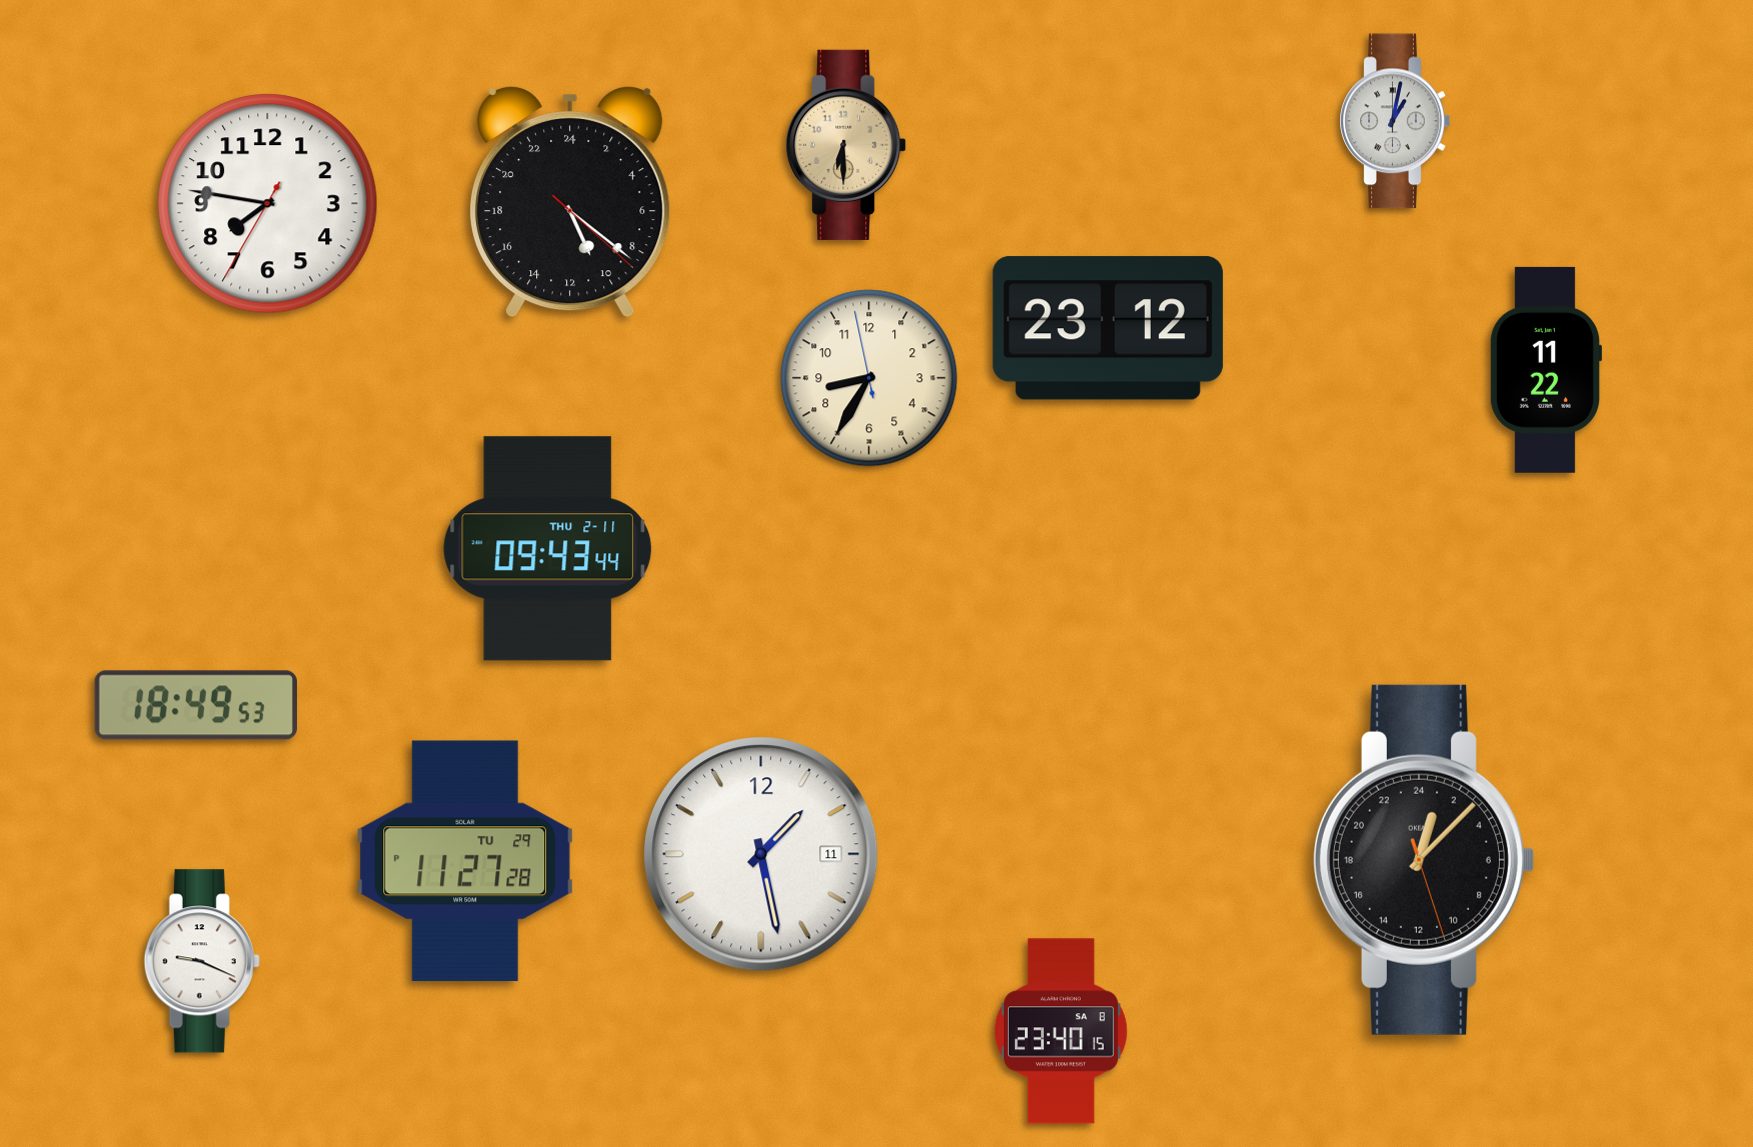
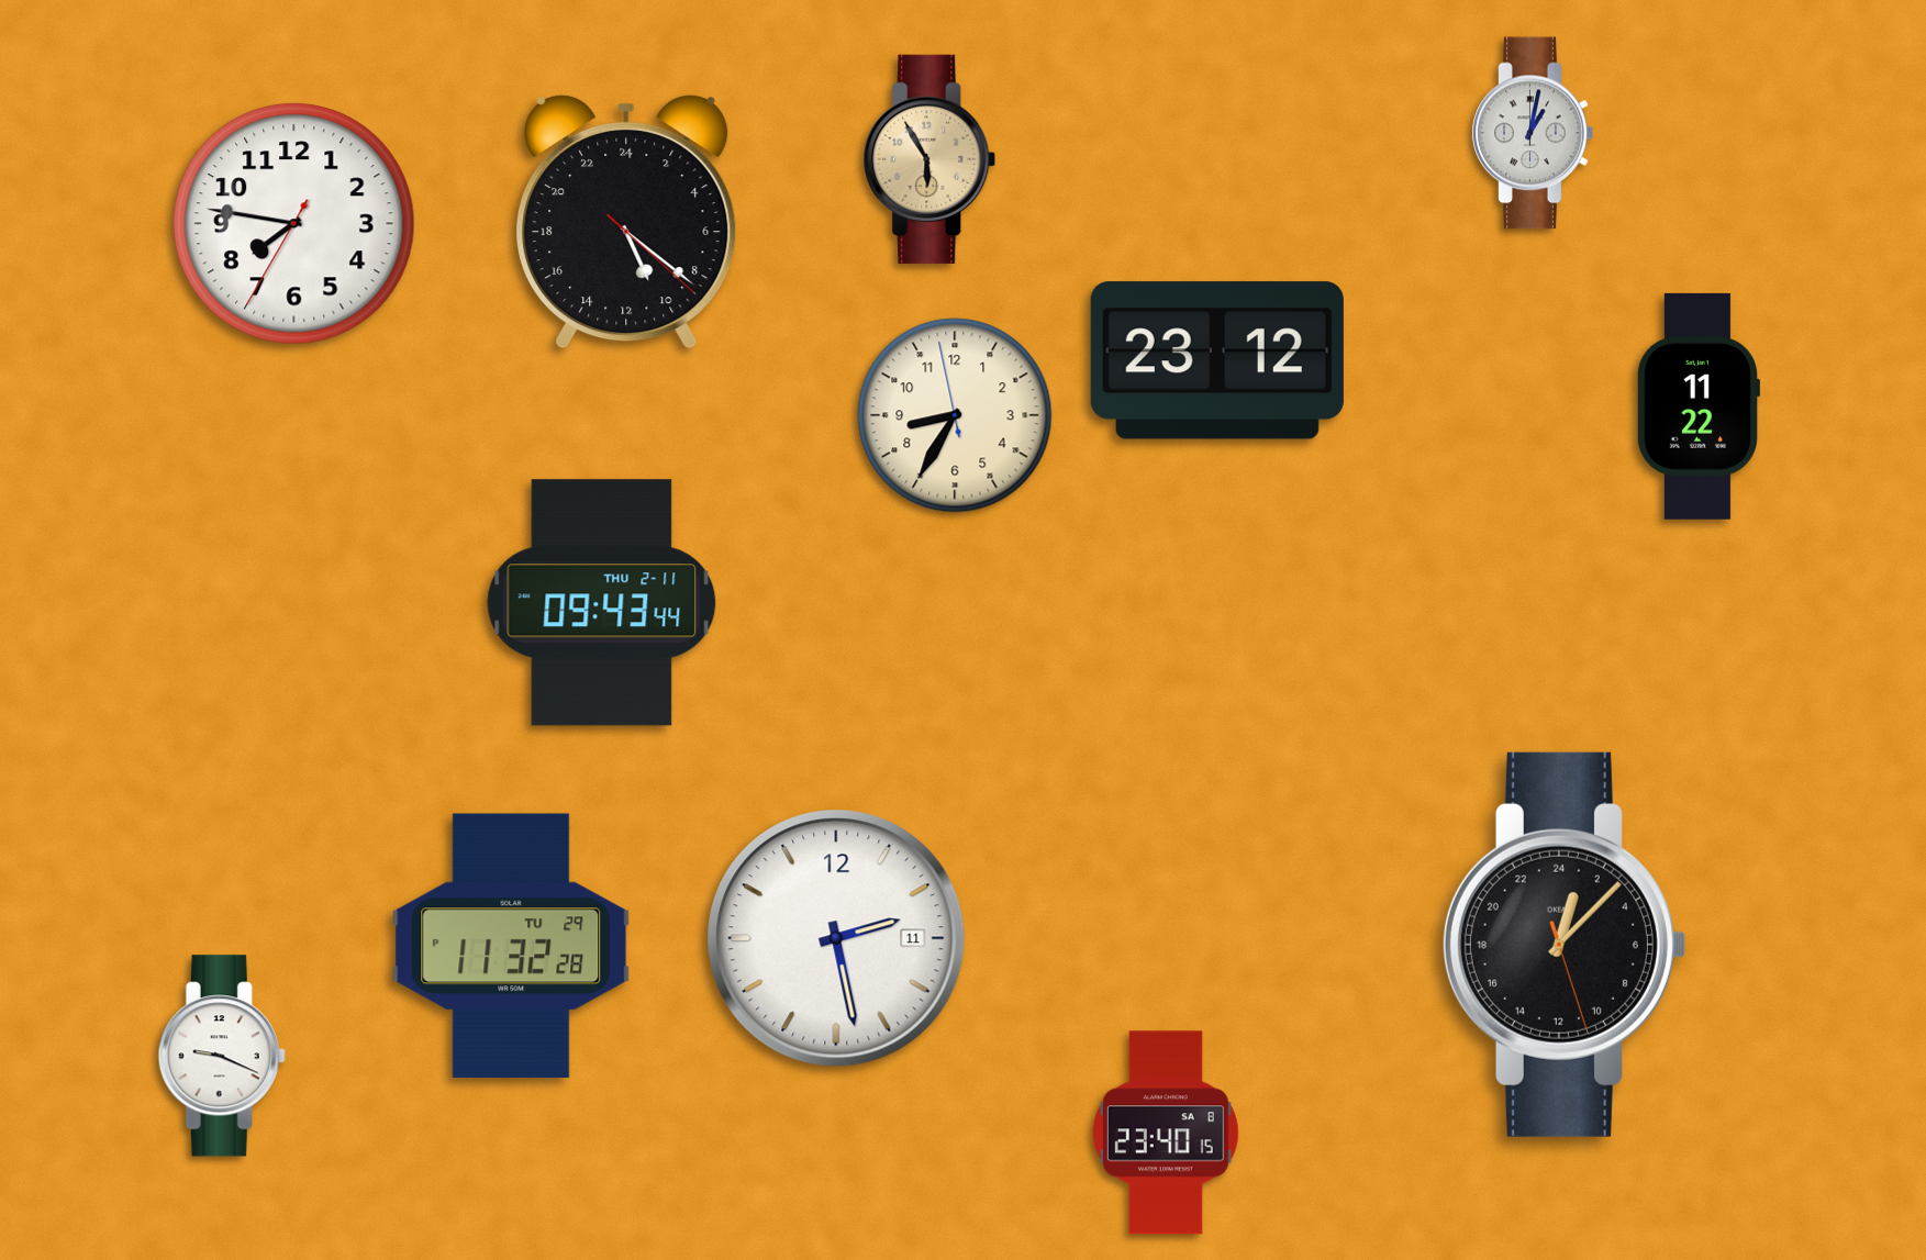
clock at (846, 145): 6:30 -> 5:55
clock at (196, 705): 18:49 -> none
clock at (761, 854): 1:28 -> 2:28
clock at (465, 861): 11:27 -> 11:32
